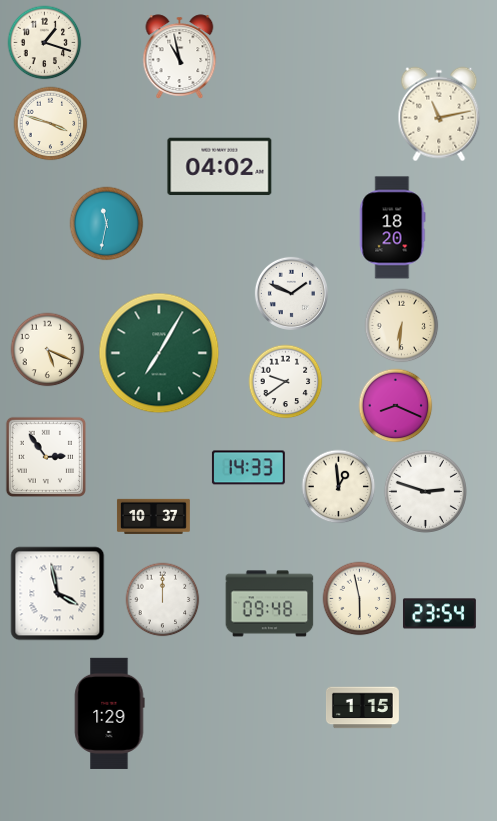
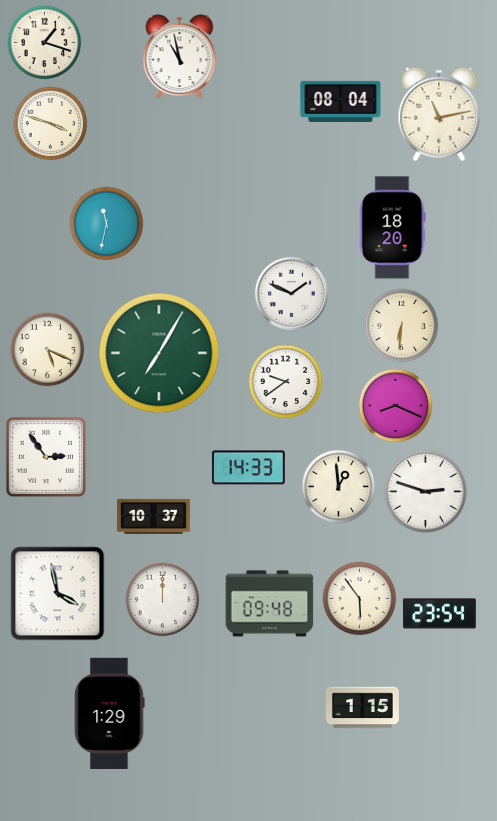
clock at (341, 101): none -> 08:04
clock at (220, 167): 04:02 -> none
clock at (360, 599): 5:58 -> 5:54
